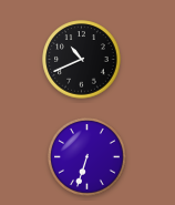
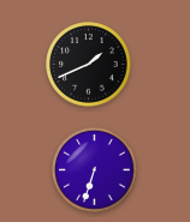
clock at (82, 60): 10:41 -> 1:41
